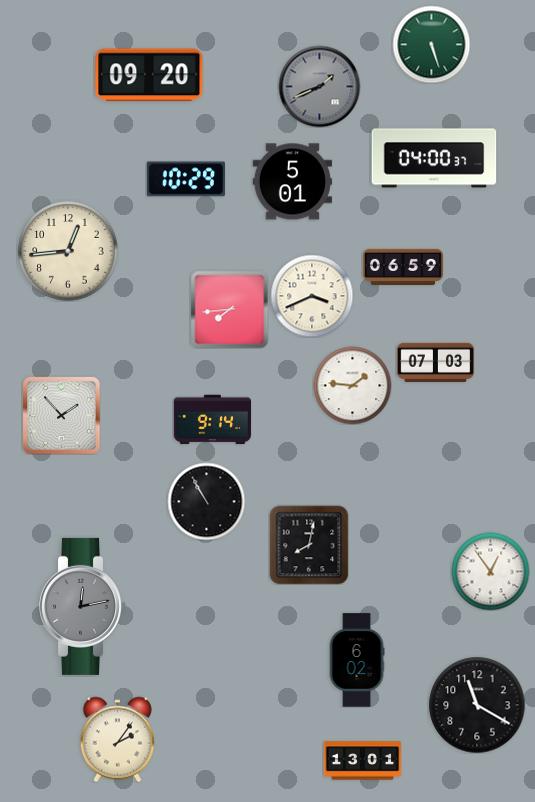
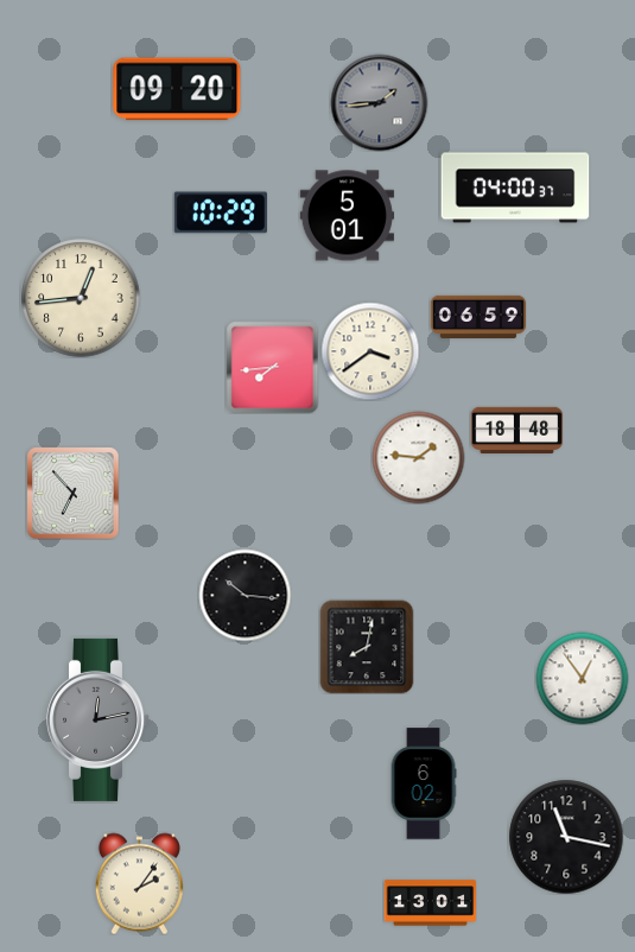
clock at (431, 44): 5:27 -> none
clock at (319, 86): 1:41 -> 1:44
clock at (312, 296): 3:41 -> 3:39
clock at (435, 362): 07:03 -> 18:48
clock at (61, 415): 1:53 -> 6:53
clock at (212, 420): 9:14 -> none
clock at (206, 501): 10:55 -> 10:16
clock at (477, 705): 11:20 -> 11:17
clock at (117, 739) position: (117, 739) -> (139, 883)
